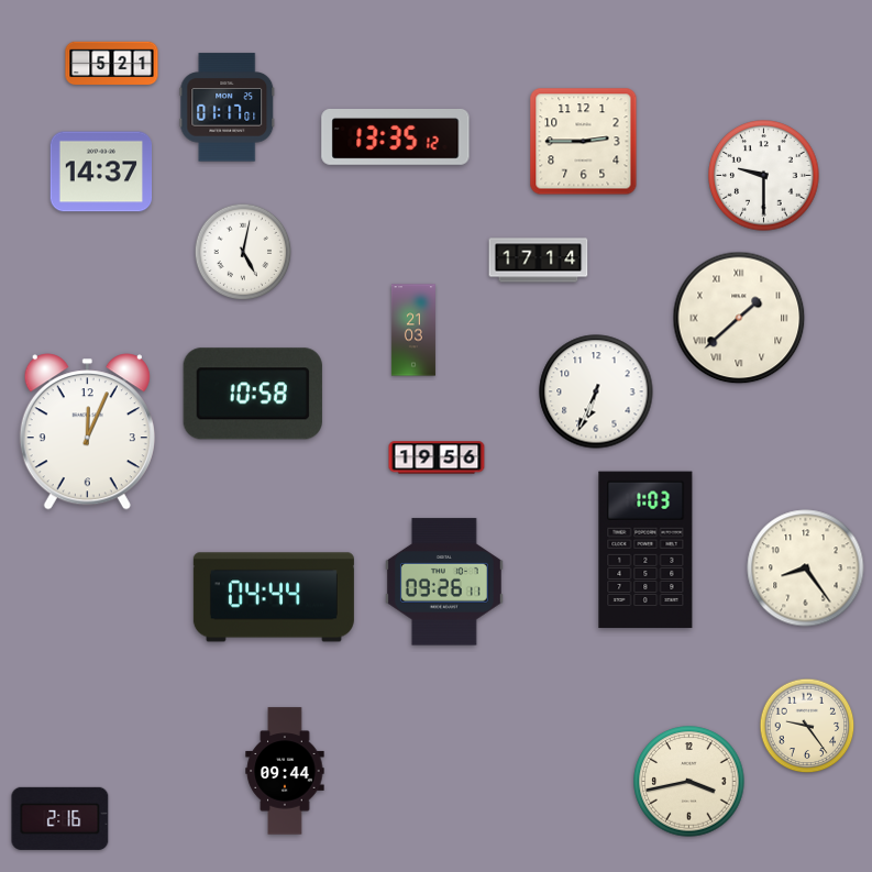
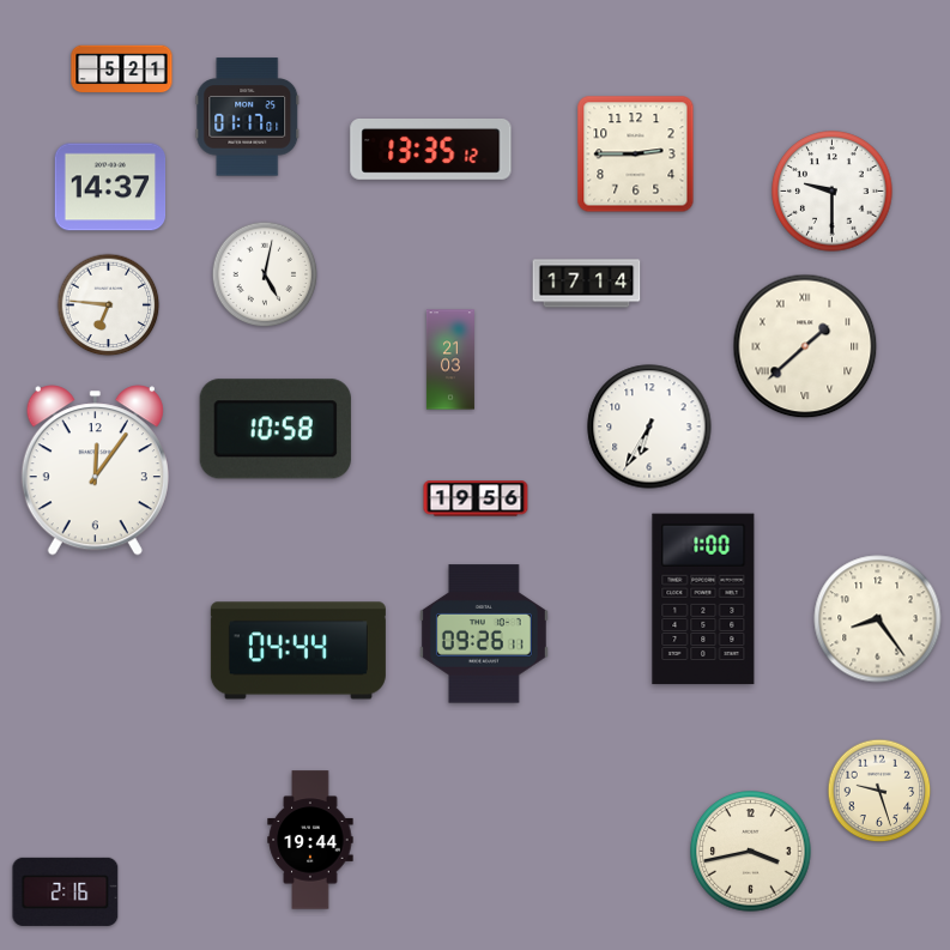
clock at (109, 305): none -> 6:46
clock at (596, 391): 6:34 -> 6:35
clock at (87, 432): 12:04 -> 12:06
clock at (645, 550): 1:03 -> 1:00
clock at (807, 726): 9:24 -> 9:27
clock at (285, 771): 09:44 -> 19:44
